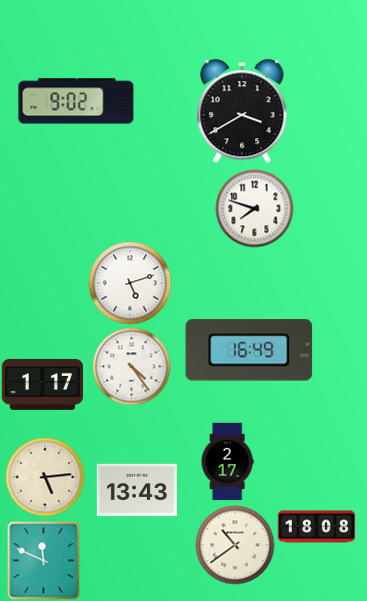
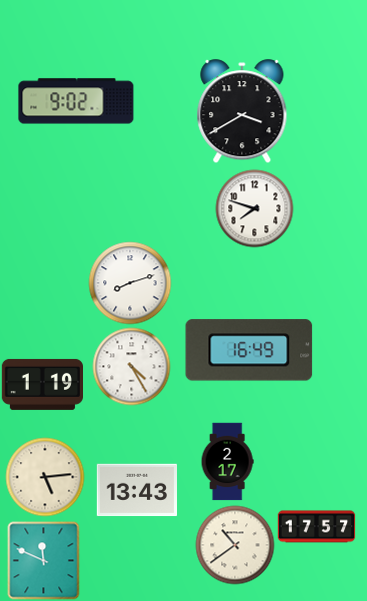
clock at (130, 283): 5:12 -> 8:12
clock at (131, 366): 4:24 -> 4:25
clock at (42, 384): 1:17 -> 1:19
clock at (316, 527): 18:08 -> 17:57
